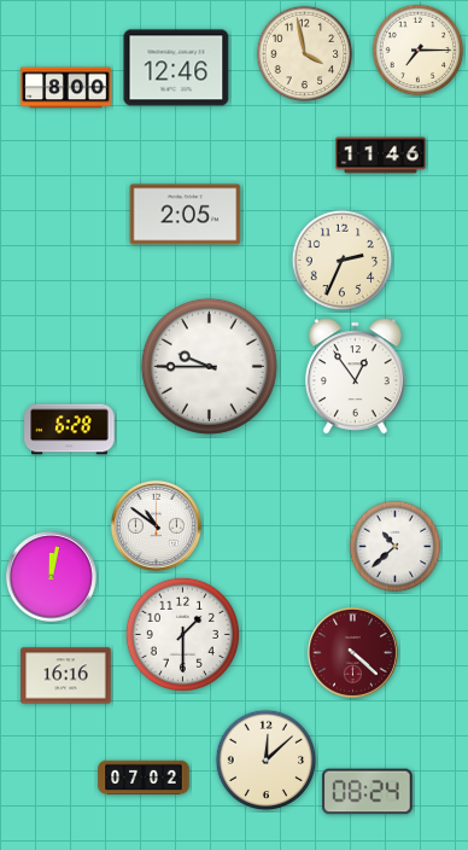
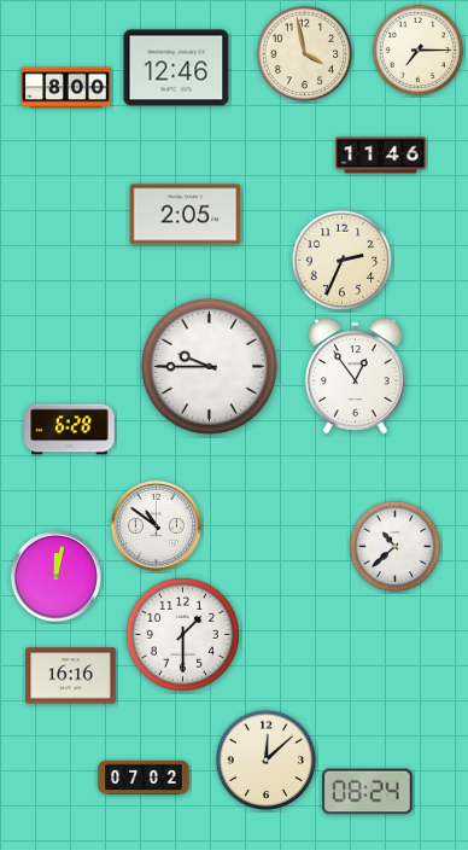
clock at (51, 576) position: (51, 576) -> (55, 576)
clock at (352, 652): 4:22 -> none
clock at (66, 676) position: (66, 676) -> (71, 676)
